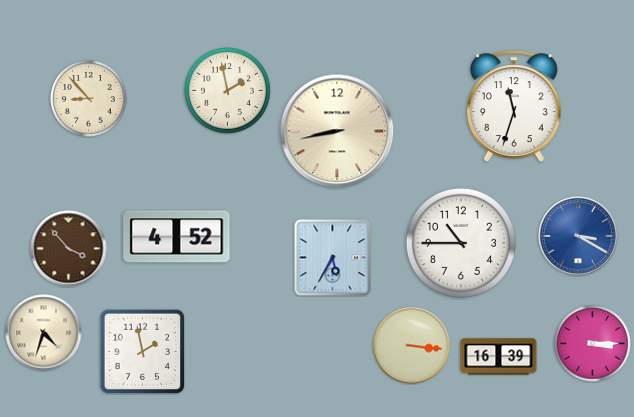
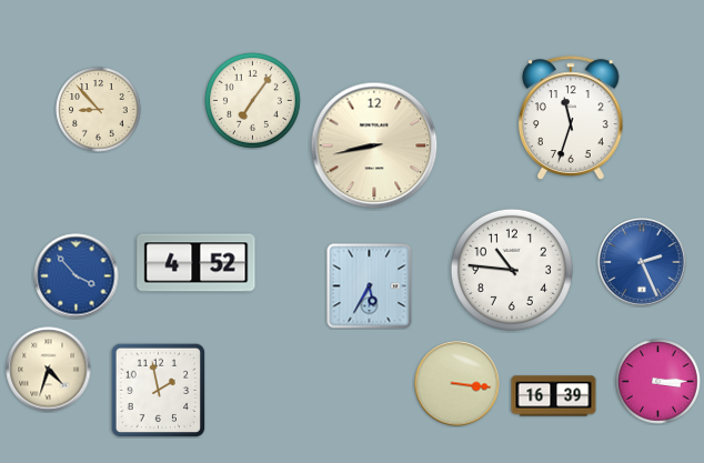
clock at (228, 91): 1:58 -> 7:06
clock at (578, 236): 3:20 -> 2:26
clock at (461, 243): 10:45 -> 10:46
clock at (69, 249) dial: brown -> blue
